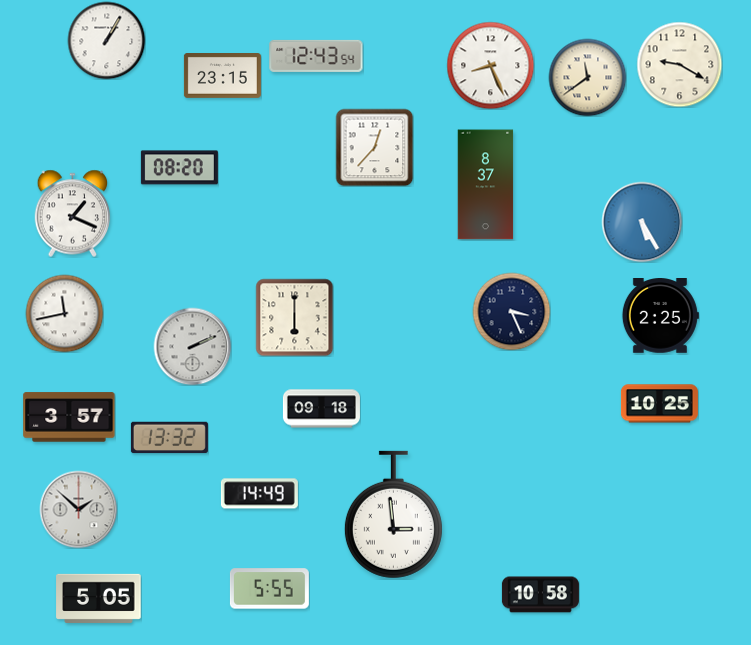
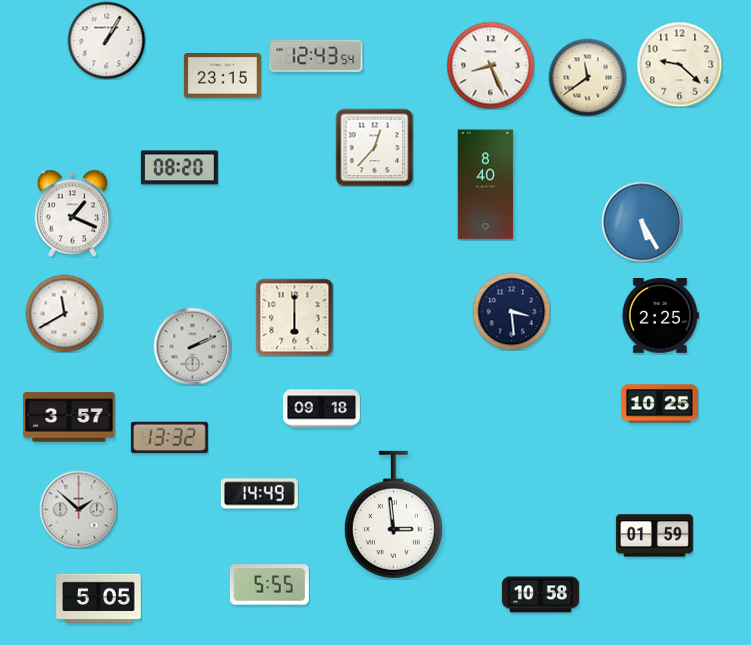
clock at (679, 64): 9:20 -> 9:22
clock at (486, 185): 8:37 -> 8:40
clock at (511, 311): 3:26 -> 3:29
clock at (64, 313): 11:43 -> 11:40
clock at (654, 536): none -> 01:59
clock at (269, 589) position: (269, 589) -> (269, 585)
